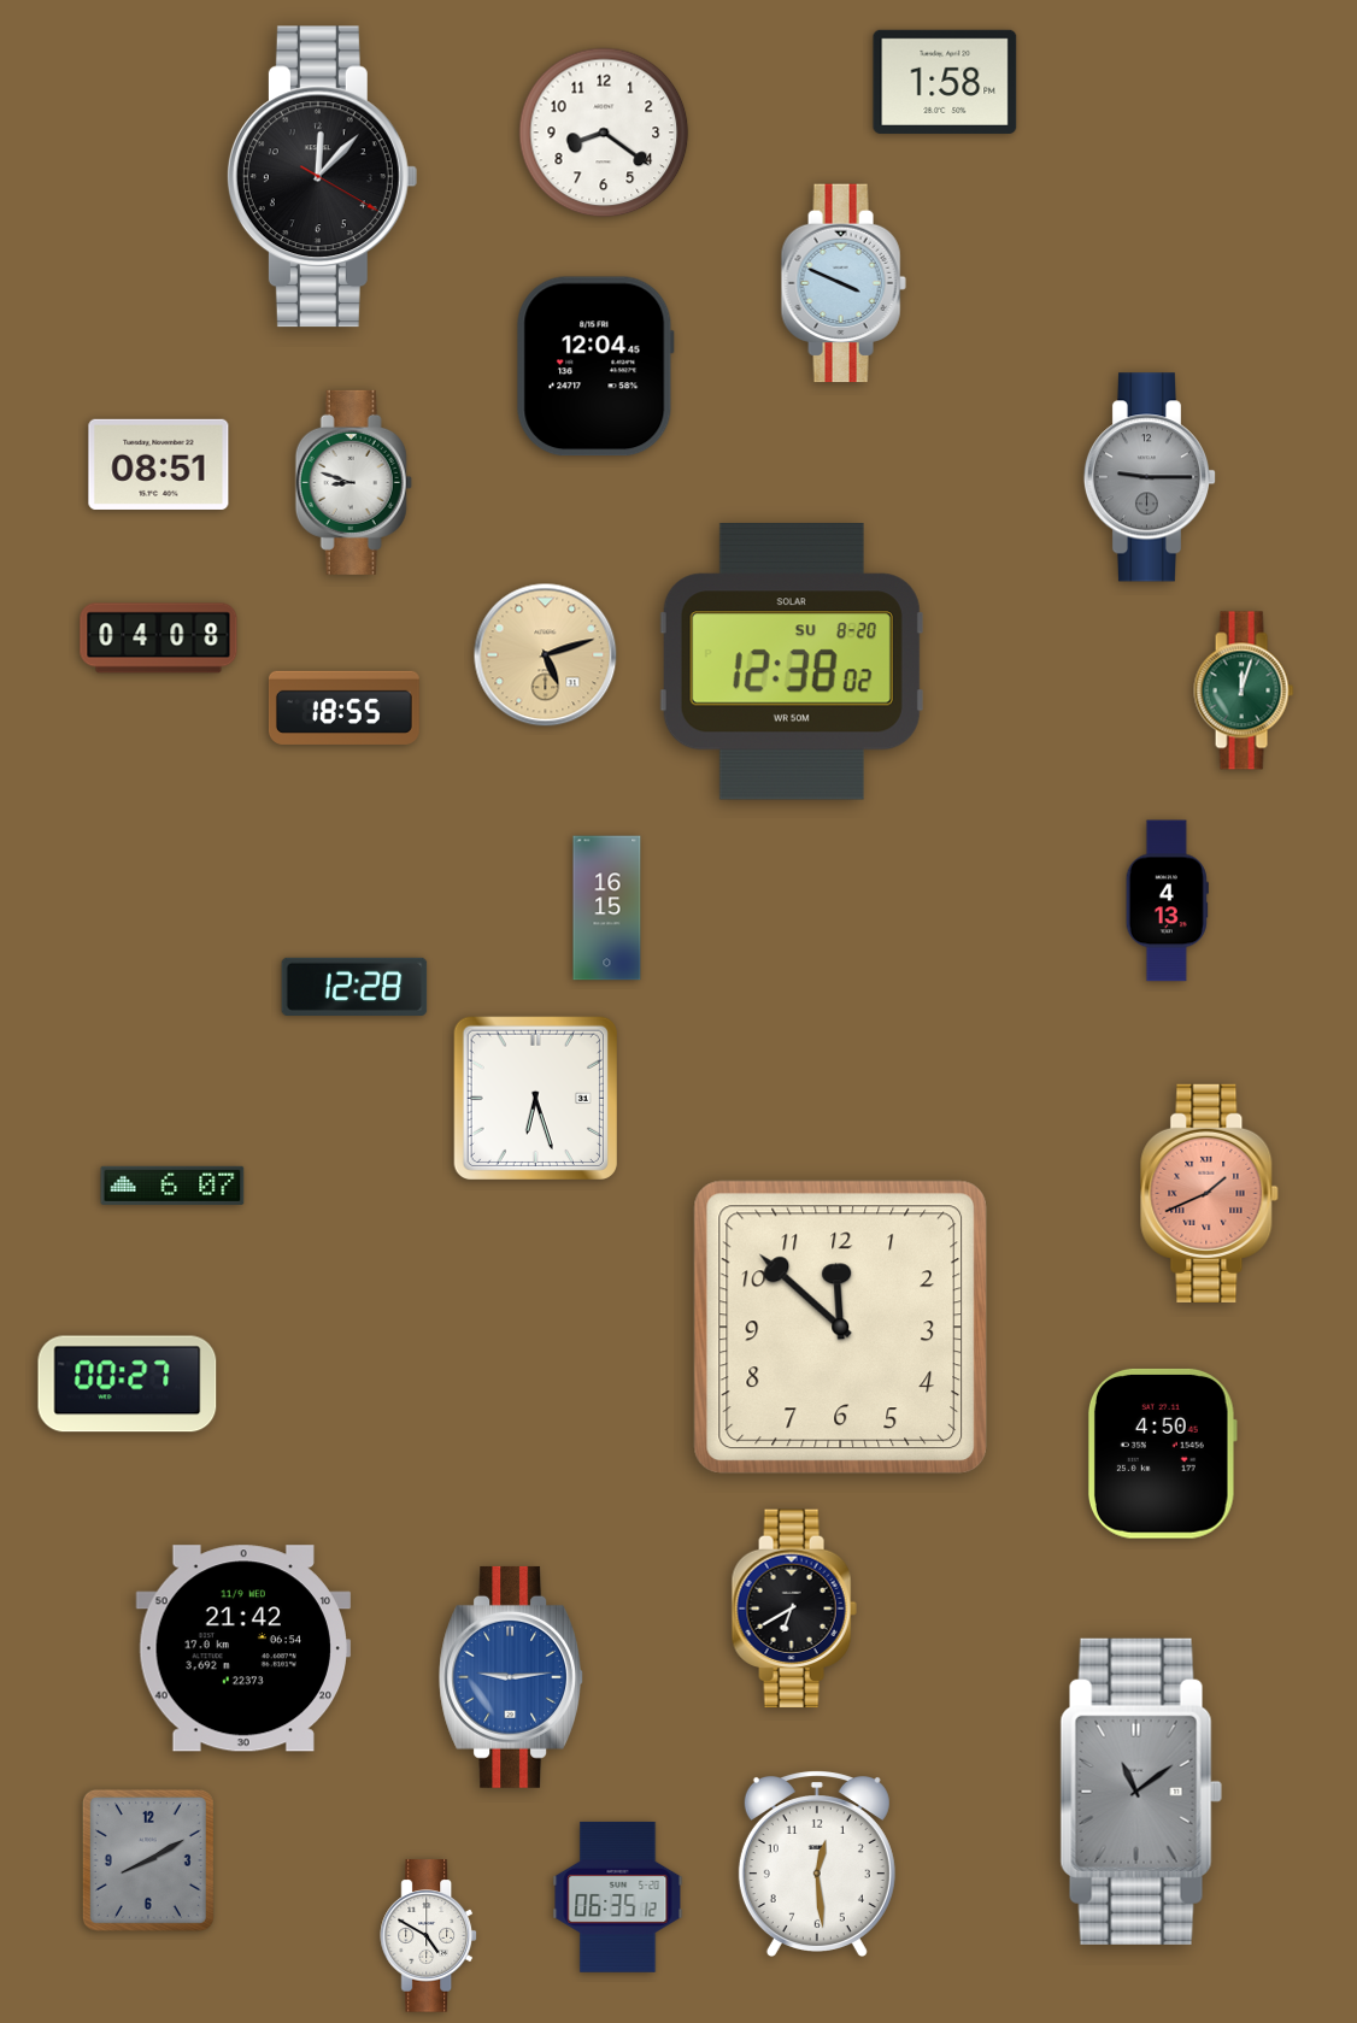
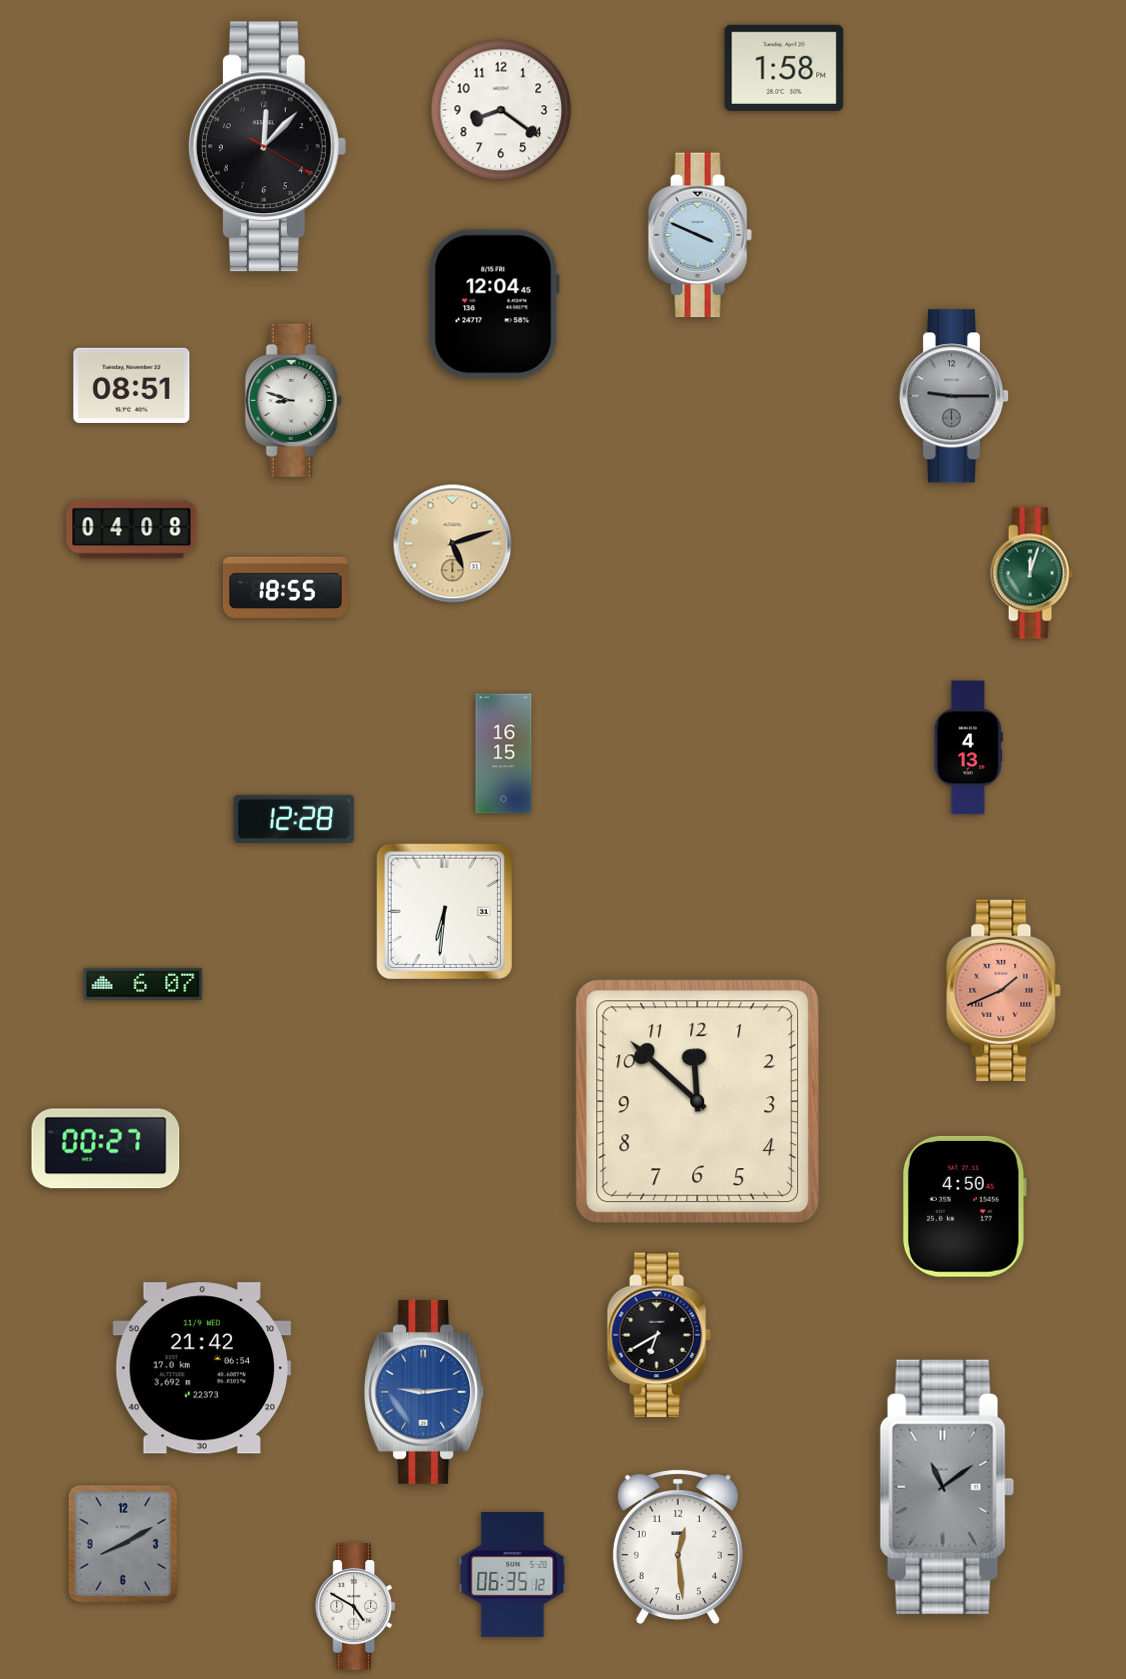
clock at (792, 663): 12:38 -> none
clock at (535, 1098): 6:27 -> 6:31
